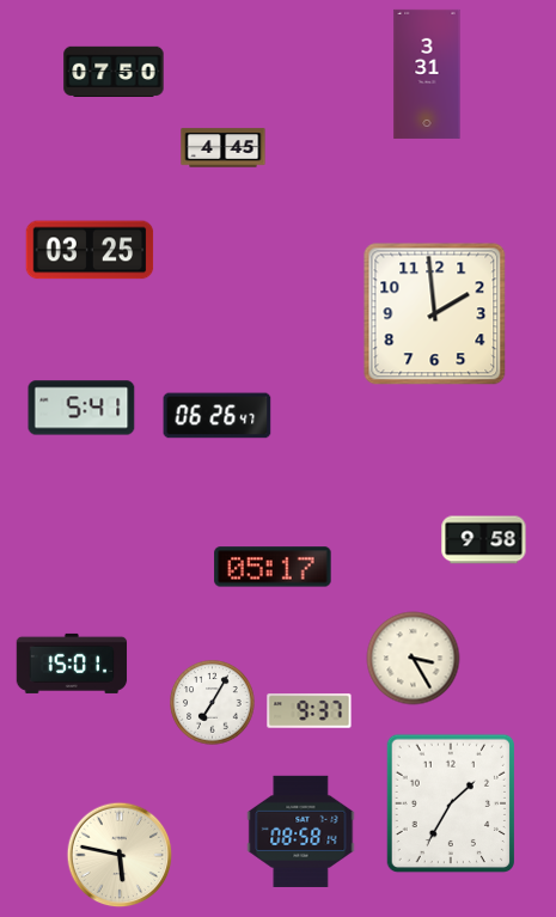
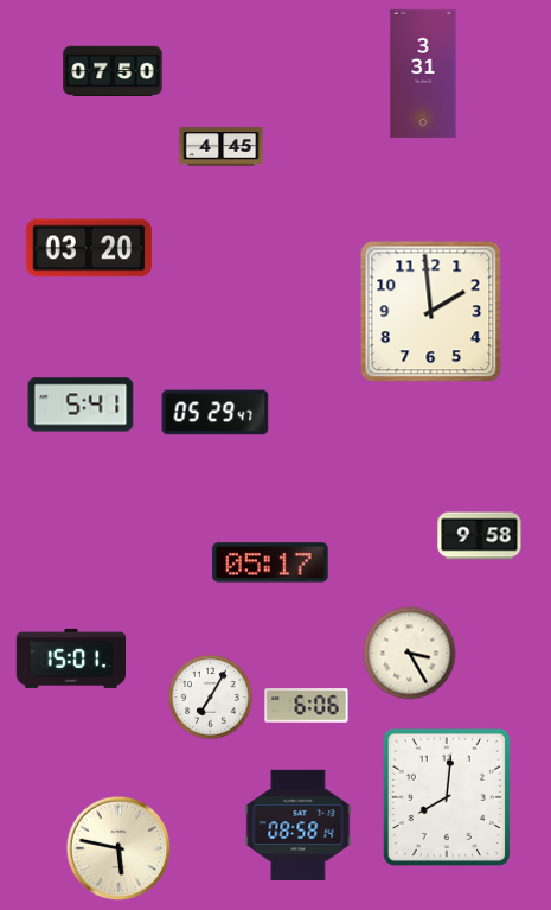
clock at (90, 250): 03:25 -> 03:20
clock at (218, 416): 06:26 -> 05:29
clock at (310, 711): 9:37 -> 6:06
clock at (450, 802): 1:35 -> 8:01
